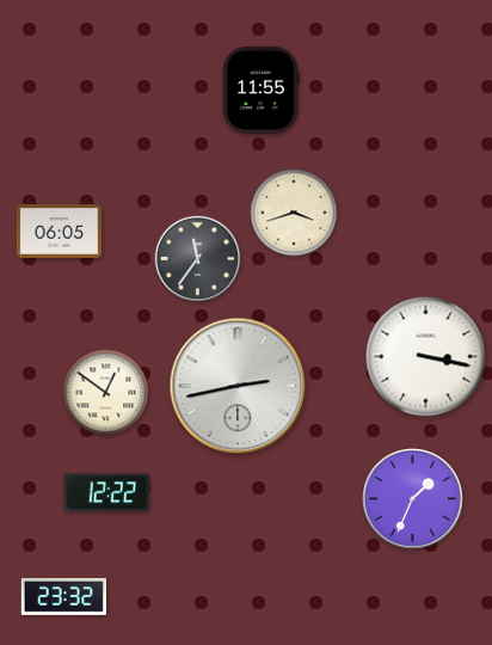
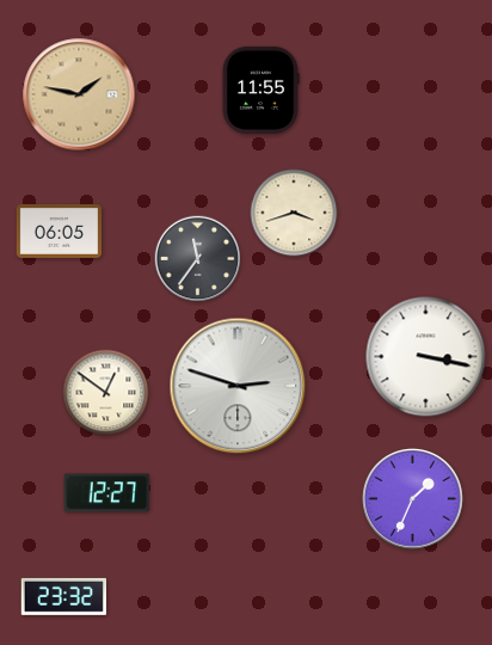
clock at (79, 94): none -> 1:47
clock at (238, 386): 2:43 -> 2:48
clock at (106, 493): 12:22 -> 12:27
